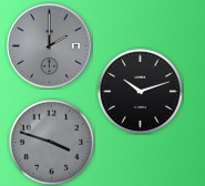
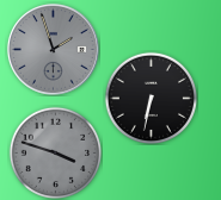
clock at (49, 45): 2:00 -> 1:57
clock at (140, 91): 10:12 -> 6:32
